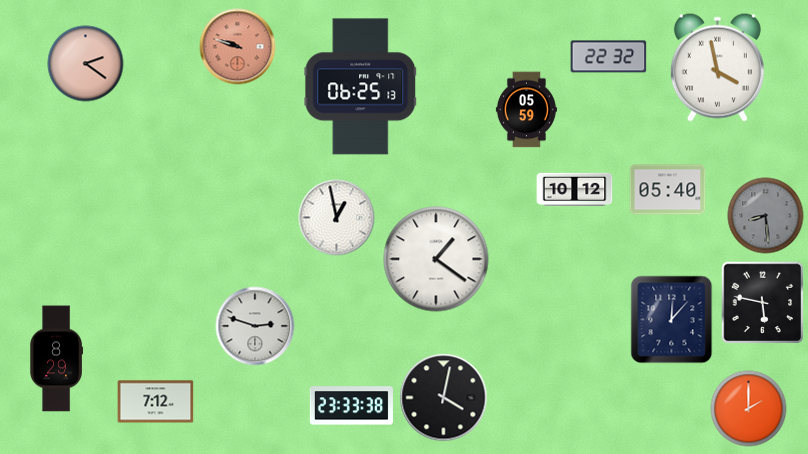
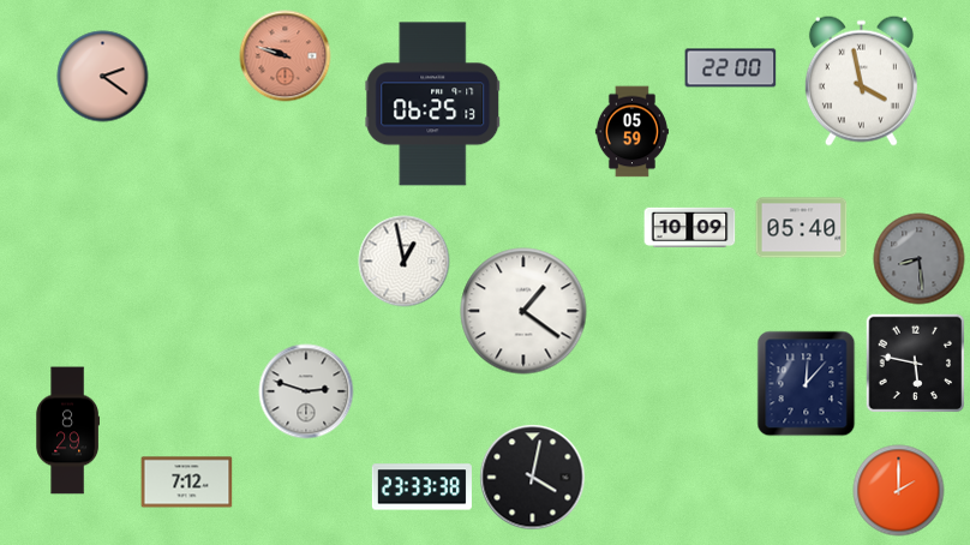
clock at (609, 57): 22:32 -> 22:00
clock at (575, 190): 10:12 -> 10:09
